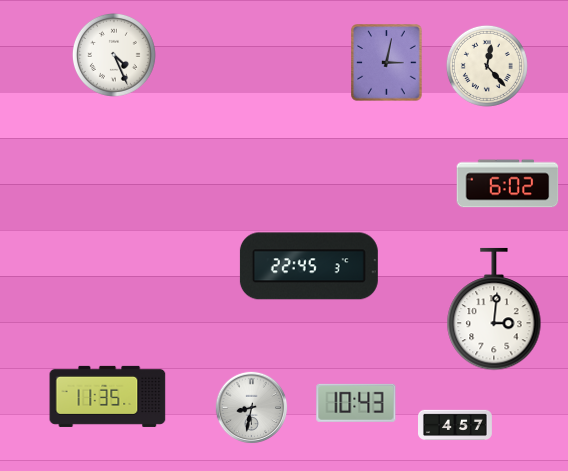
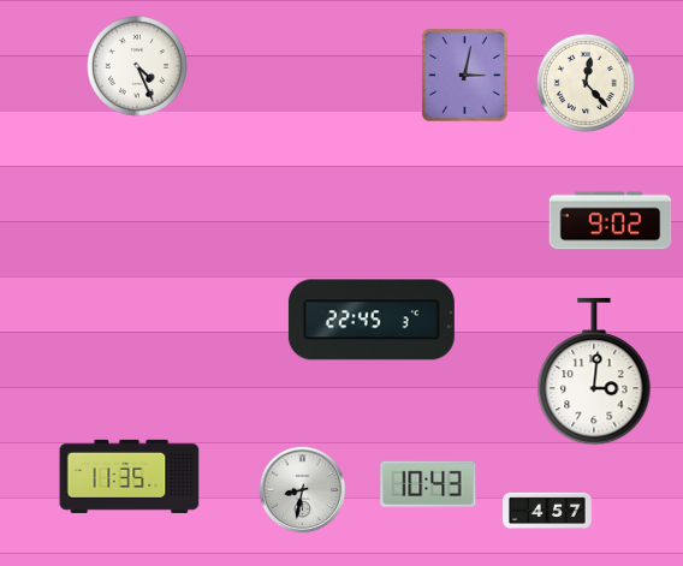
clock at (487, 66) position: (487, 66) -> (586, 83)
clock at (508, 184): 6:02 -> 9:02
